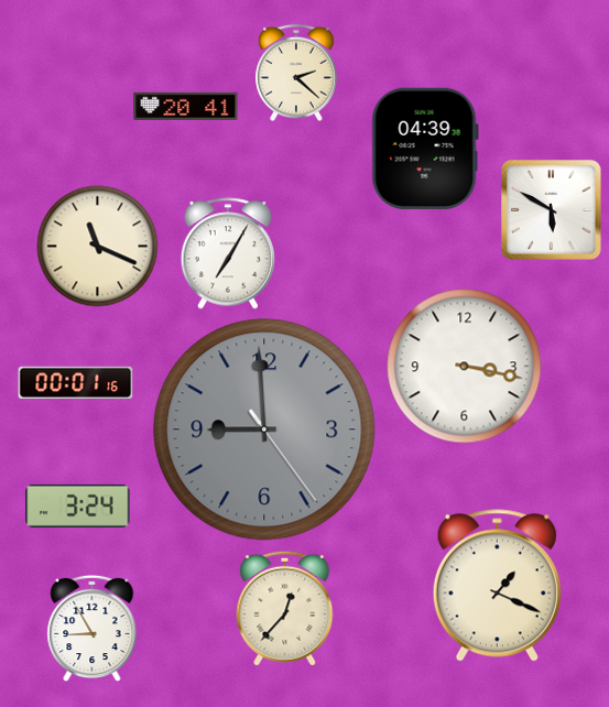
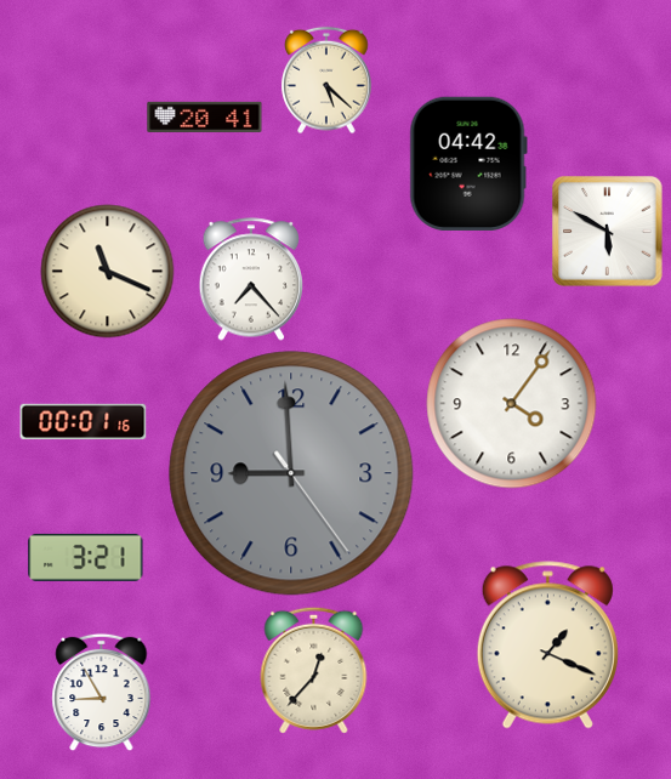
clock at (296, 73): 2:22 -> 5:22
clock at (425, 149): 04:39 -> 04:42
clock at (228, 253): 7:05 -> 7:23
clock at (465, 367): 3:17 -> 4:06
clock at (78, 505): 3:24 -> 3:21
